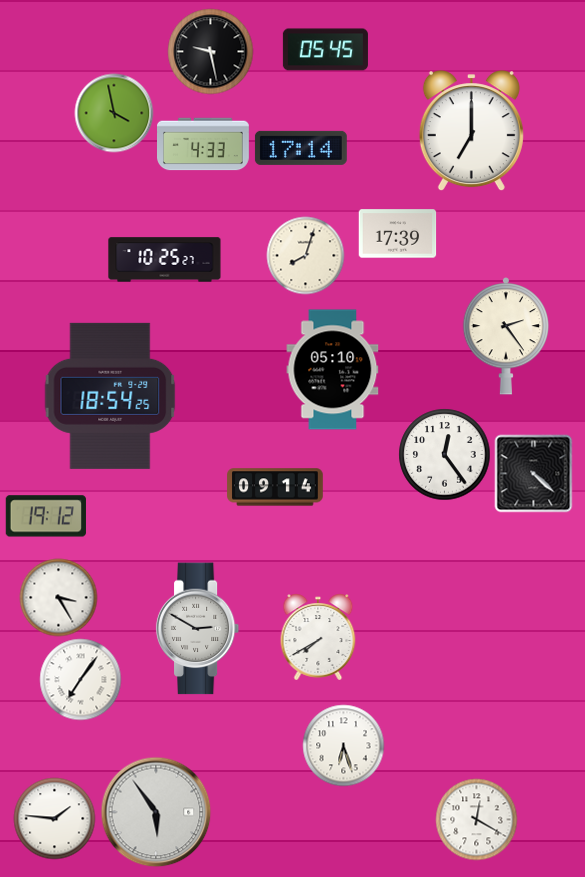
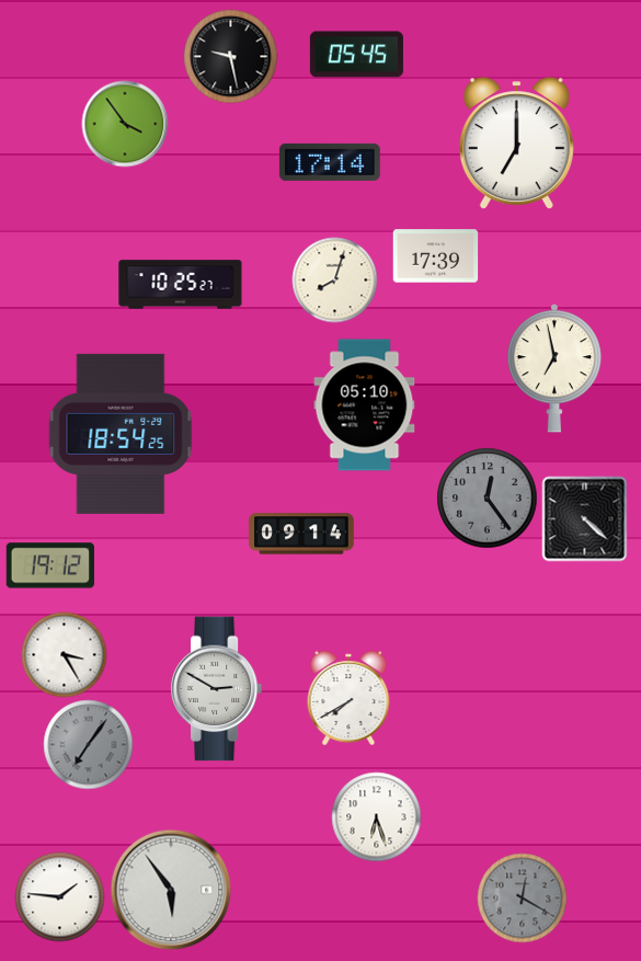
clock at (114, 113): 3:58 -> 3:54
clock at (204, 144): 4:33 -> none
clock at (506, 337): 2:24 -> 6:58
clock at (444, 454) dial: white -> grey
clock at (80, 679) dial: white -> grey
clock at (476, 819) dial: white -> grey
